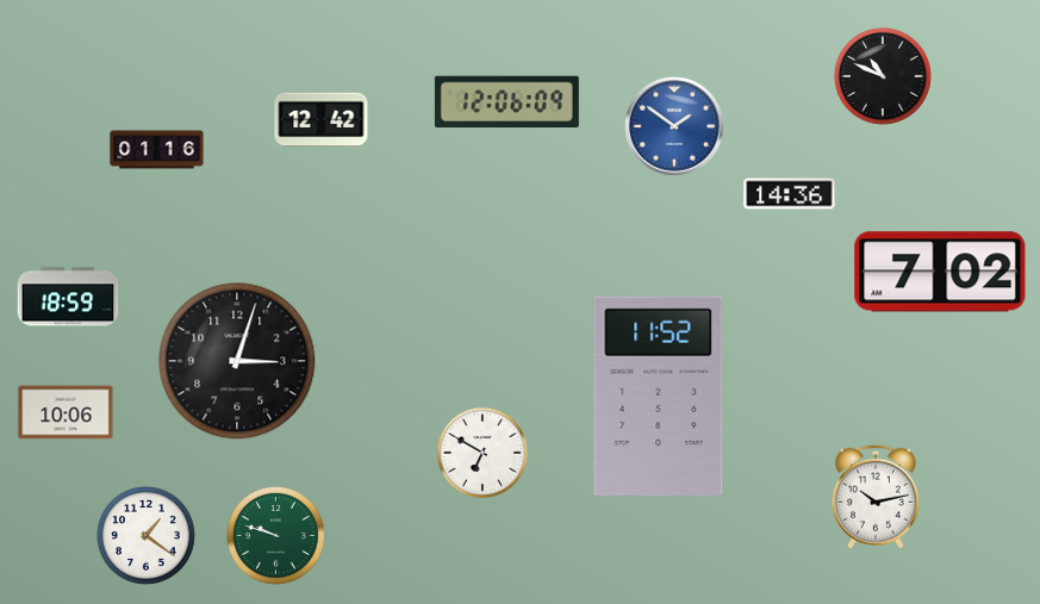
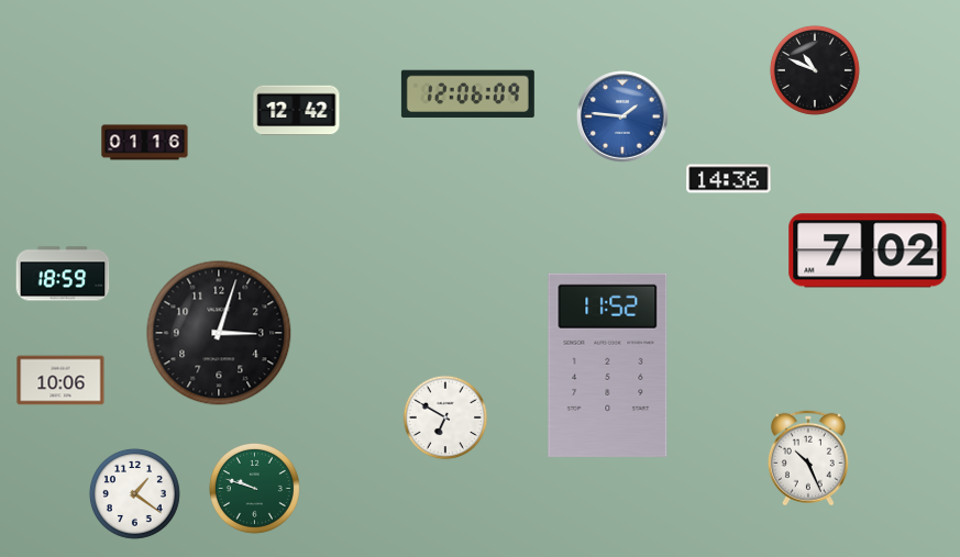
clock at (674, 126): 1:51 -> 1:46
clock at (157, 150) position: (157, 150) -> (145, 143)
clock at (876, 497): 10:13 -> 10:26
clock at (275, 535) position: (275, 535) -> (254, 488)
